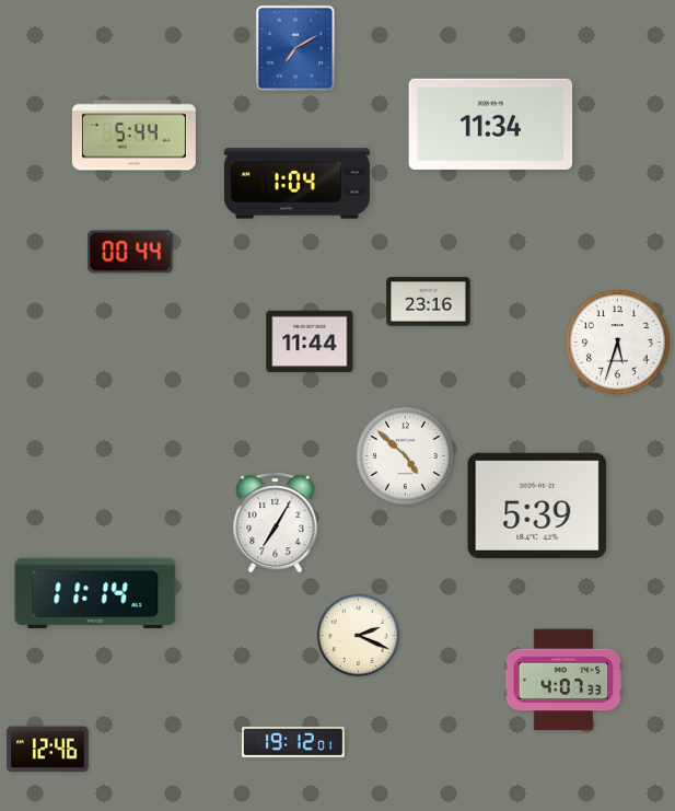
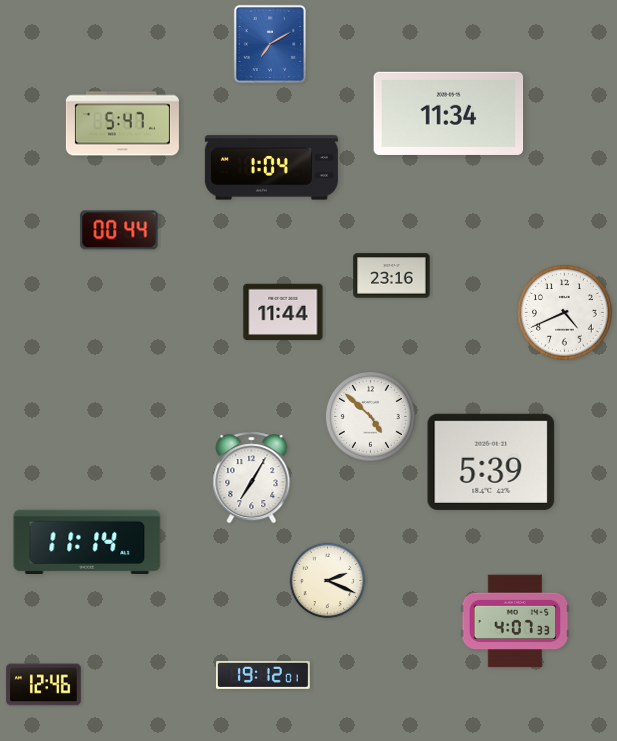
clock at (133, 136): 5:44 -> 5:47
clock at (618, 343): 5:33 -> 4:41
clock at (294, 742) position: (294, 742) -> (264, 675)
